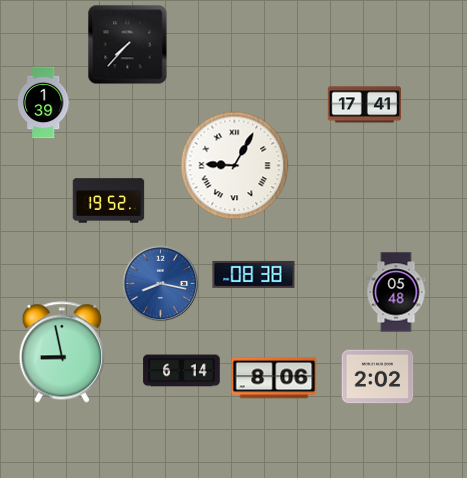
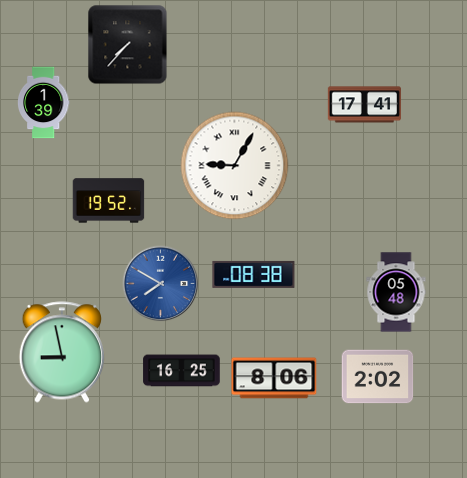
clock at (161, 284): 8:17 -> 7:50
clock at (182, 371): 6:14 -> 16:25
